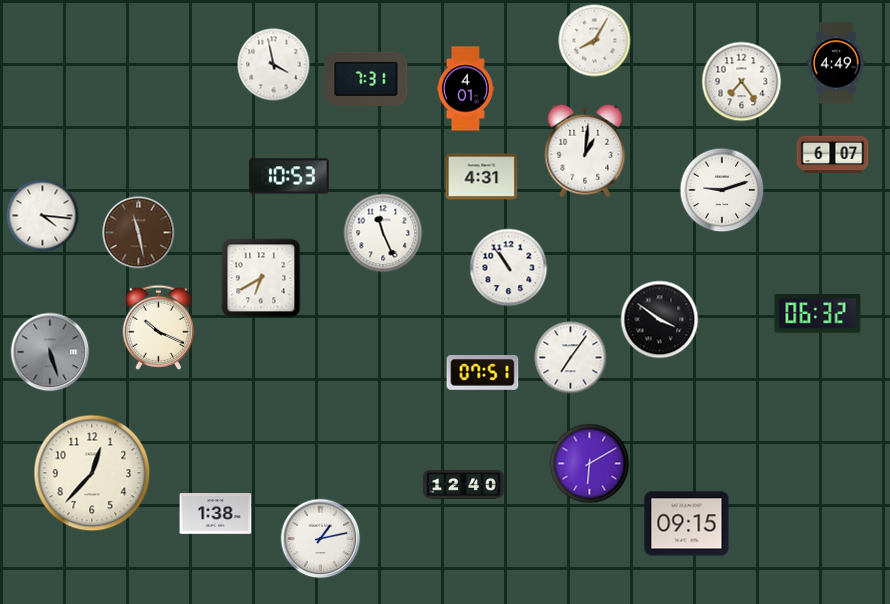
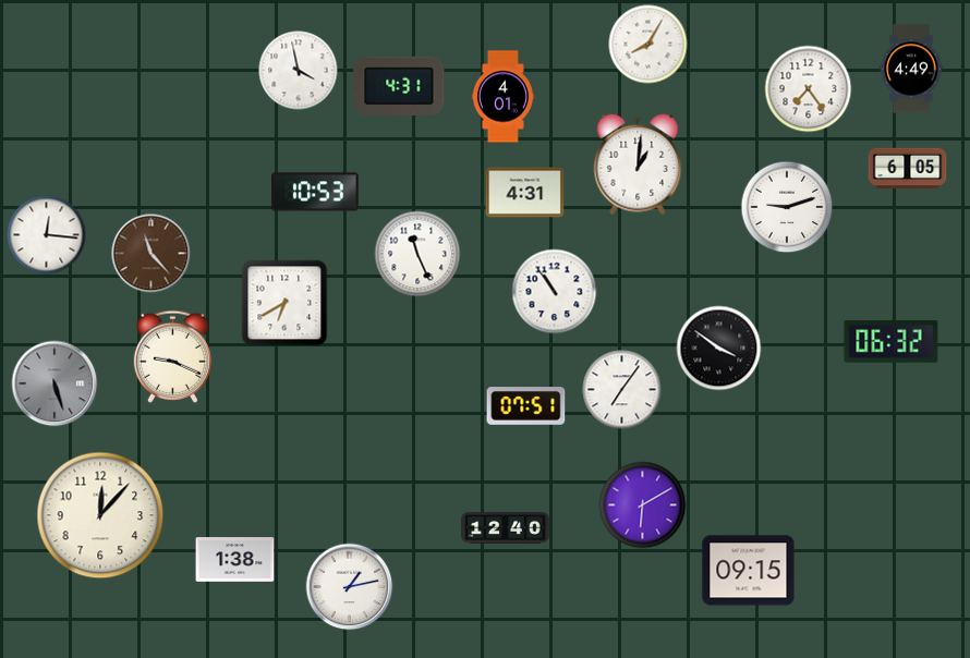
clock at (366, 79): 7:31 -> 4:31
clock at (465, 89) position: (465, 89) -> (502, 97)
clock at (833, 155): 6:07 -> 6:05
clock at (43, 216): 4:16 -> 12:16
clock at (139, 233): 11:28 -> 11:23
clock at (158, 327): 10:19 -> 9:19
clock at (92, 473): 12:37 -> 12:07
